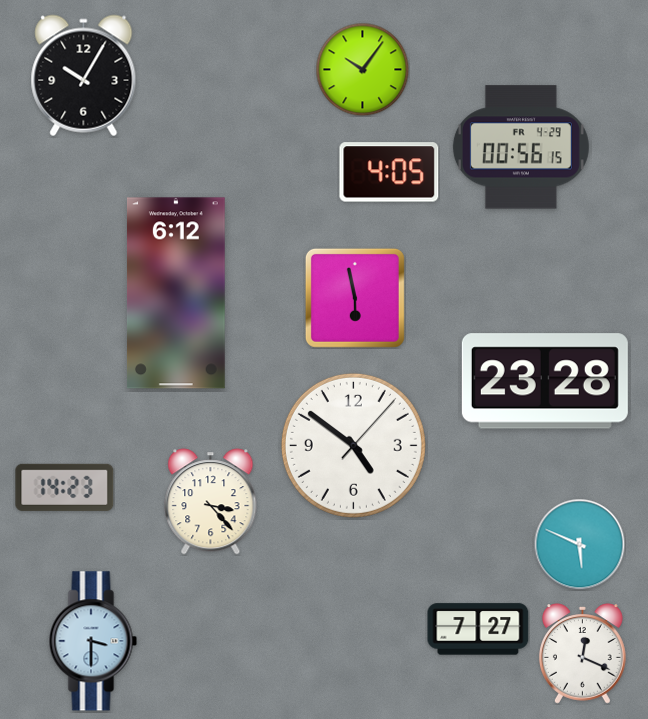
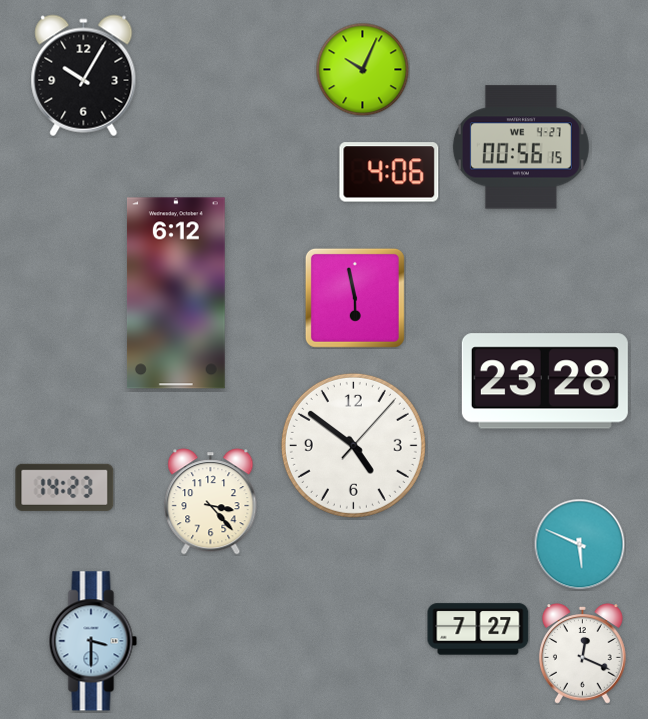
clock at (362, 69): 10:06 -> 10:04
clock at (521, 147) date: FR 4-29 -> WE 4-27
clock at (389, 172): 4:05 -> 4:06
